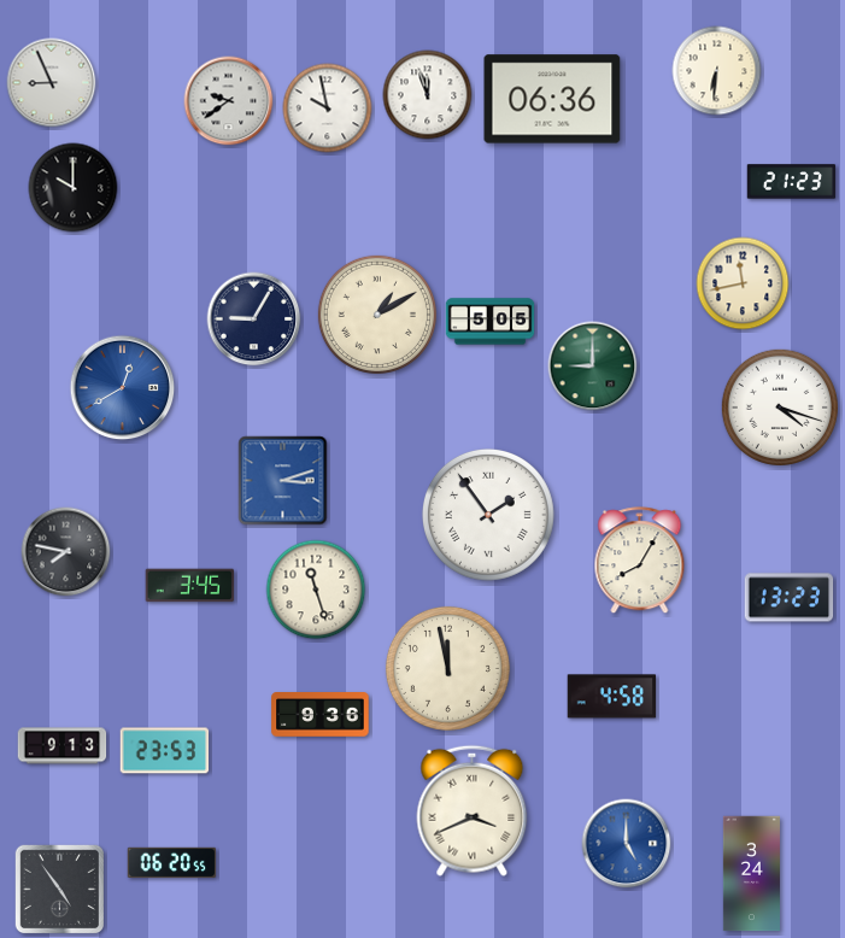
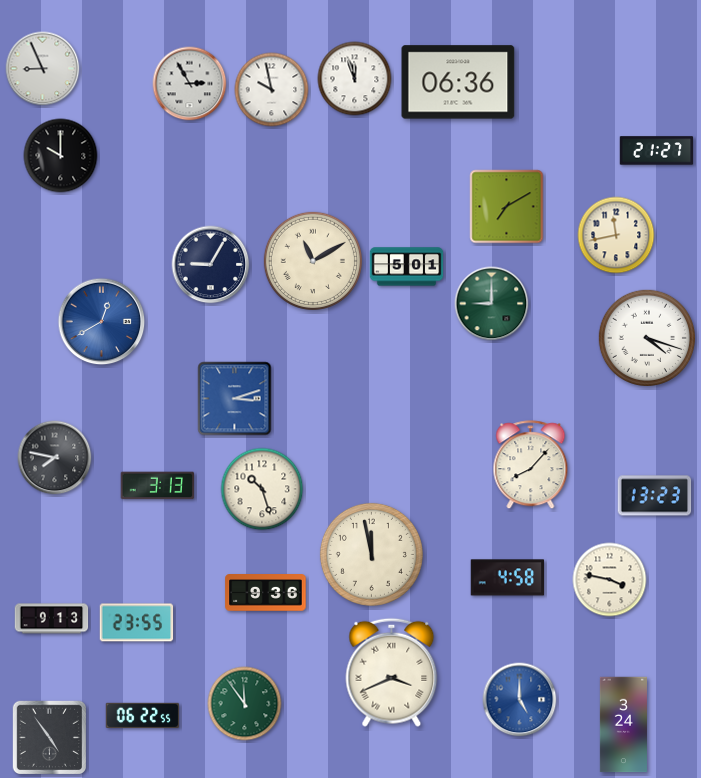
clock at (717, 71): 6:31 -> none
clock at (229, 101): 9:39 -> 2:55
clock at (792, 182): 21:23 -> 21:27
clock at (507, 207): none -> 7:10
clock at (377, 315): 1:10 -> 11:10
clock at (491, 322): 5:05 -> 5:01
clock at (488, 515): 1:54 -> none
clock at (640, 561): 8:05 -> 8:07
clock at (190, 586): 3:45 -> 3:13
clock at (316, 590): 11:27 -> 10:27
clock at (610, 580): none -> 3:47
clock at (165, 751): 23:53 -> 23:55
clock at (245, 704): none -> 11:54
clock at (172, 863): 06:20 -> 06:22
